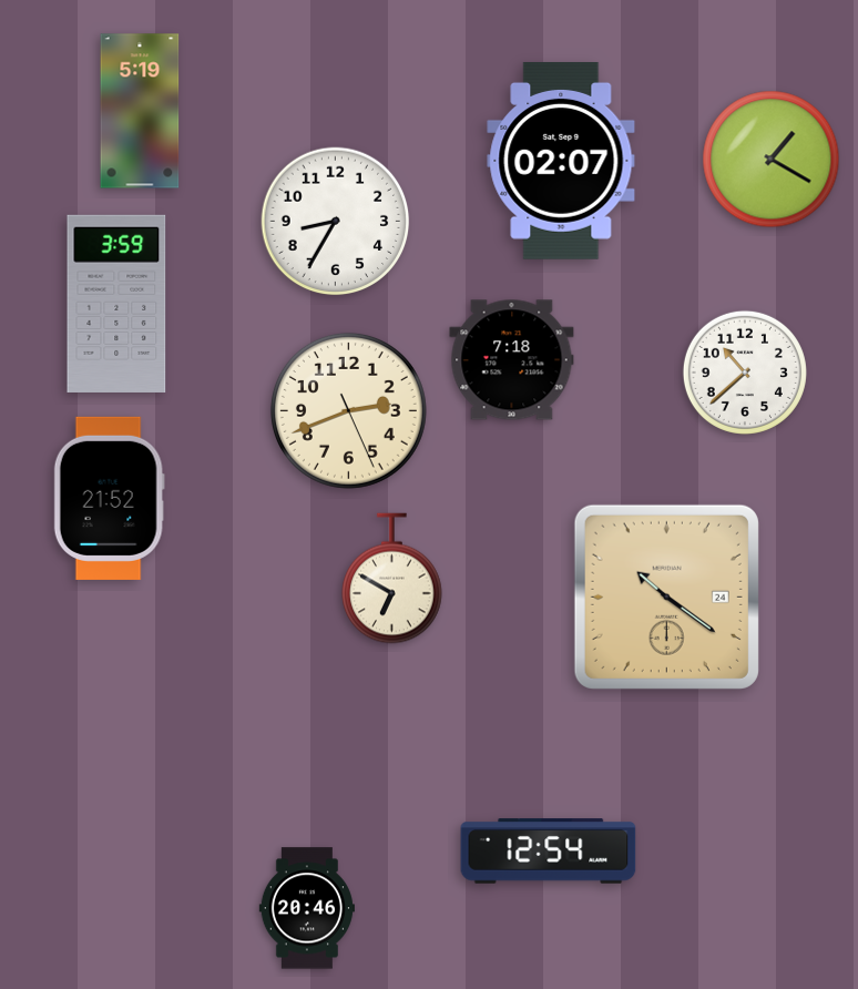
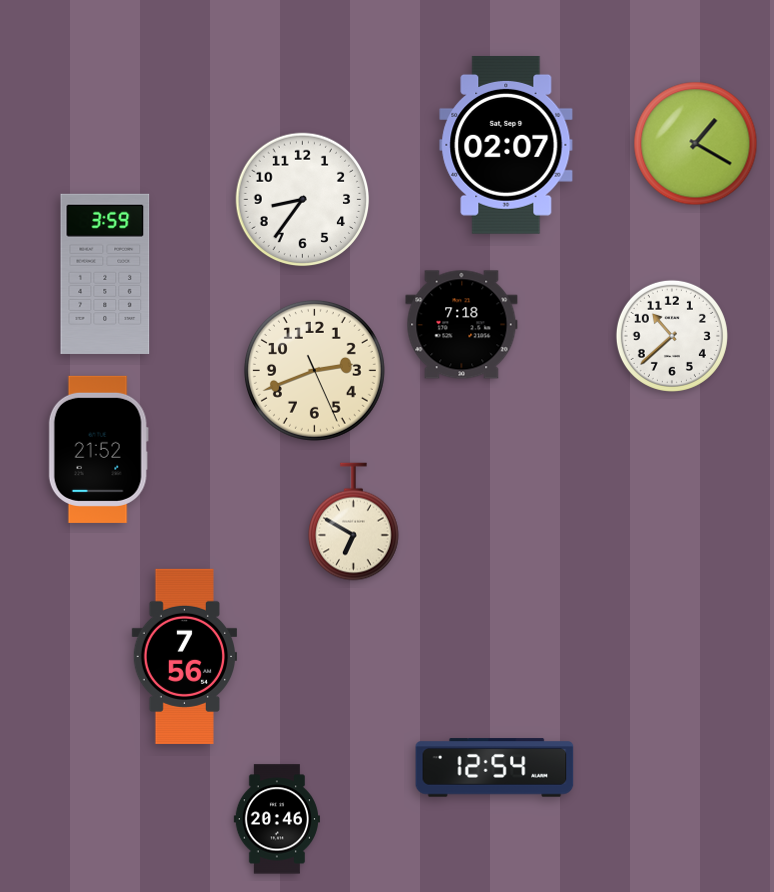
clock at (140, 111): 5:19 -> none
clock at (336, 222): 8:35 -> 8:36
clock at (666, 597): 10:21 -> none
clock at (184, 656): none -> 7:56
